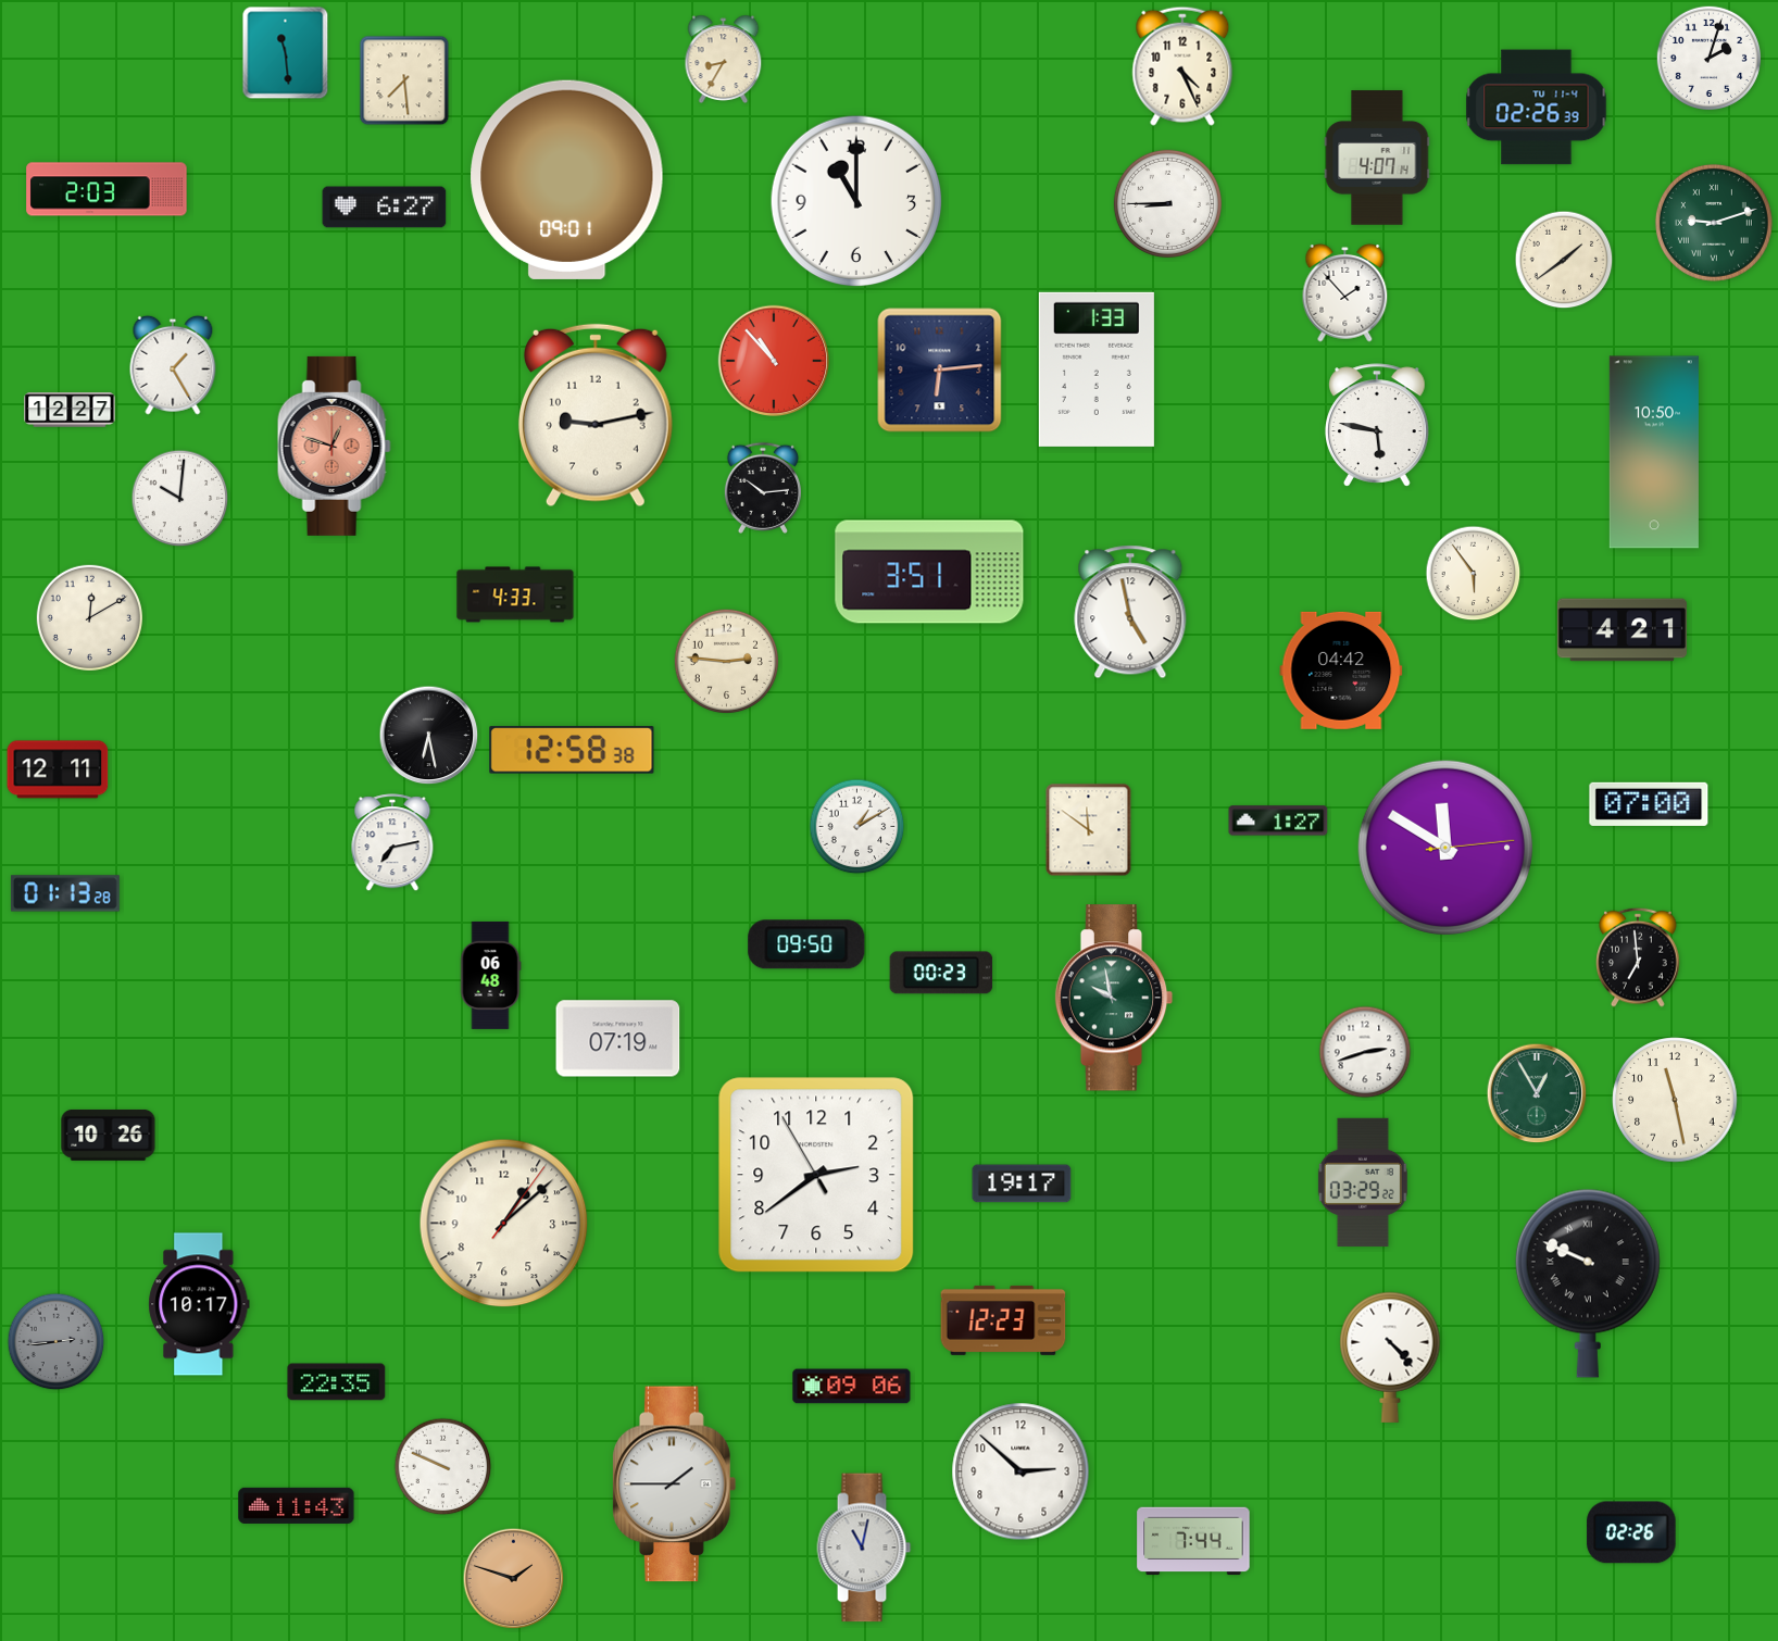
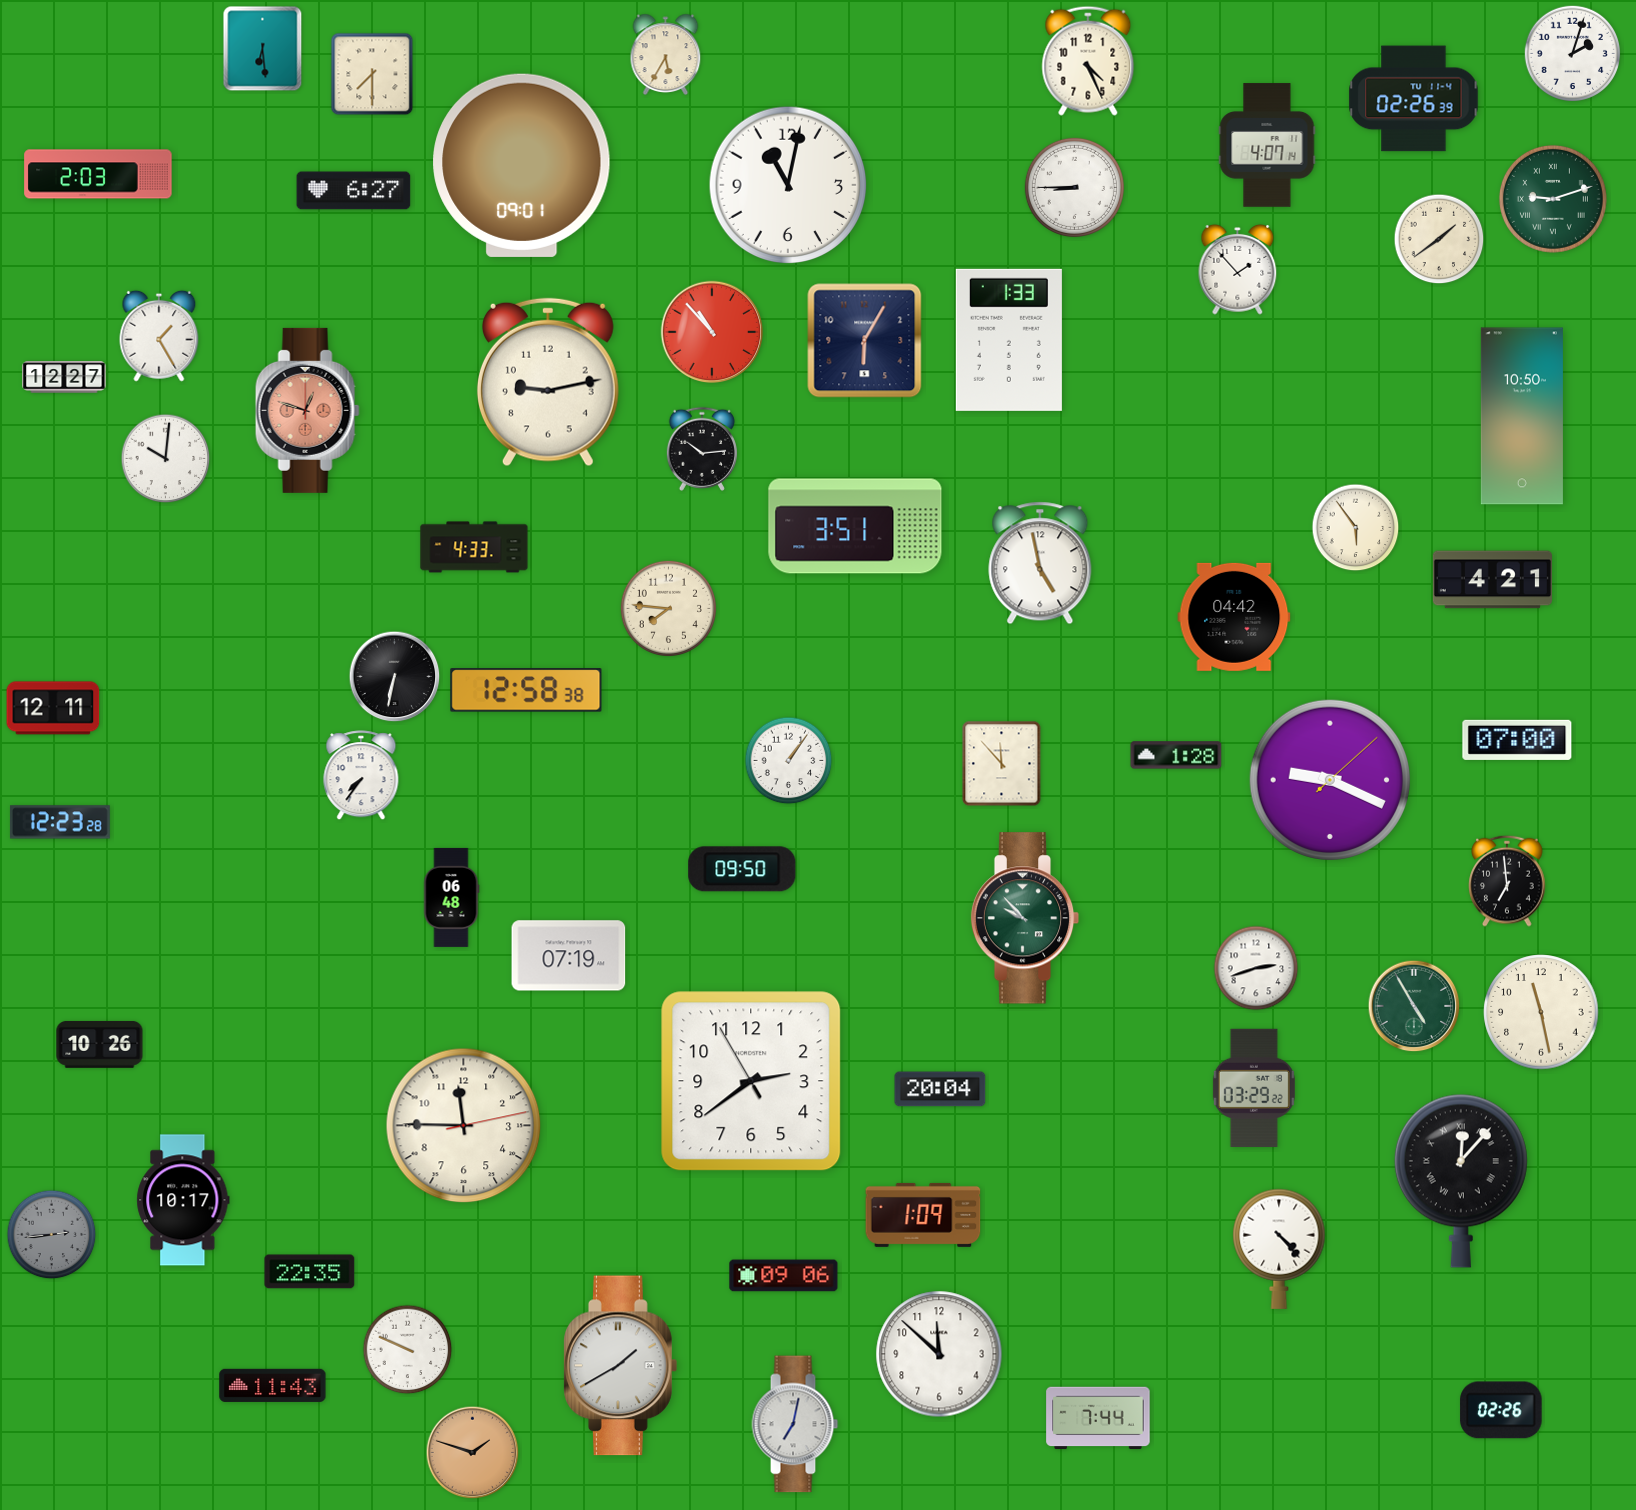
clock at (286, 53): 11:29 -> 6:29
clock at (724, 60): 8:35 -> 5:35
clock at (404, 80): 7:29 -> 7:30
clock at (856, 201): 11:00 -> 11:02
clock at (1714, 223) position: (1714, 223) -> (1553, 199)
clock at (940, 371): 6:14 -> 6:05
clock at (1377, 425): 5:47 -> none
clock at (89, 617): 12:10 -> none
clock at (726, 661): 2:46 -> 7:46
clock at (429, 736): 6:28 -> 6:32
clock at (1278, 820): 1:27 -> 1:28
clock at (857, 827): 1:10 -> 1:06
clock at (1089, 830): 11:51 -> 11:53
clock at (392, 843): 7:13 -> 7:36
clock at (1445, 848): 11:50 -> 9:19
clock at (65, 893): 01:13 -> 12:23
clock at (941, 973): 00:23 -> none
clock at (1114, 998): 9:58 -> 9:53
clock at (1537, 1093): 12:55 -> 4:55
clock at (1022, 1183): 19:17 -> 20:04
clock at (504, 1224): 1:08 -> 11:45
clock at (1588, 1283): 9:49 -> 12:07
clock at (1003, 1320): 12:23 -> 1:09
clock at (1021, 1471): 2:52 -> 11:52
clock at (675, 1485): 1:45 -> 1:40
clock at (864, 1548): 11:02 -> 7:02
